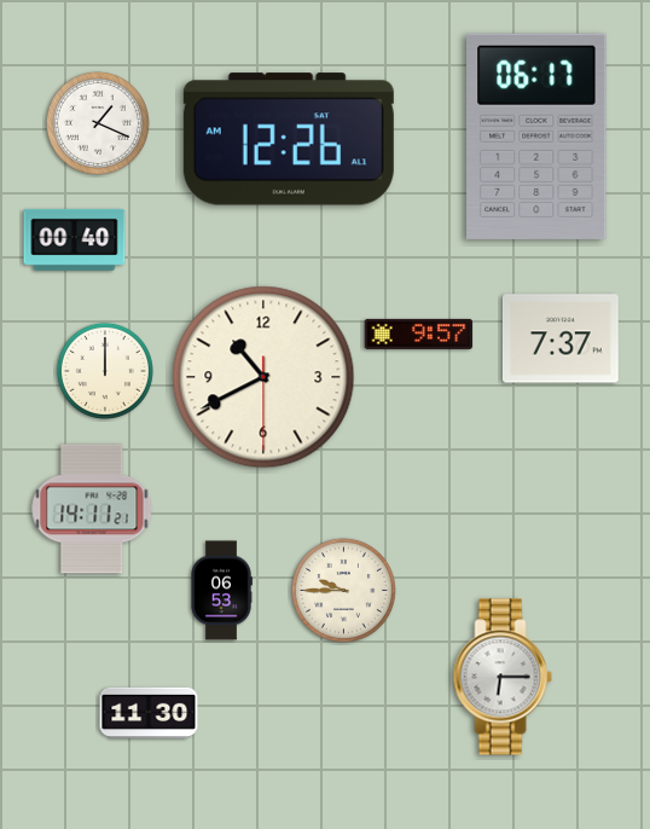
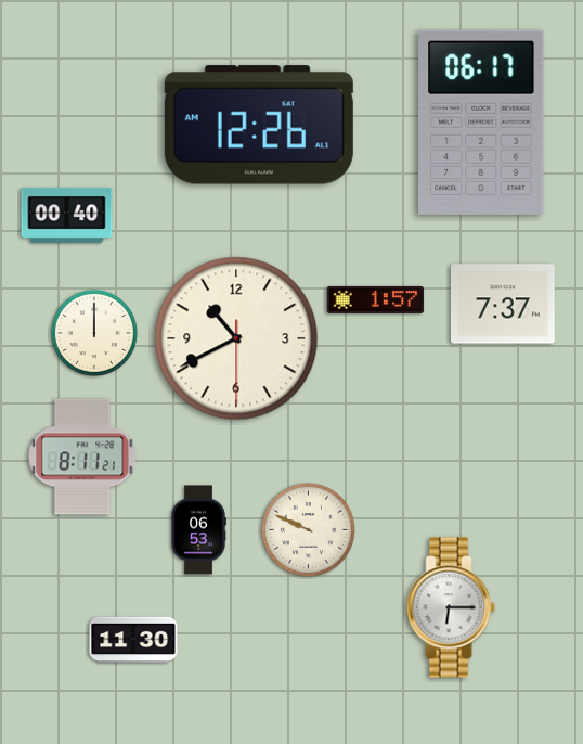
clock at (98, 123): 1:19 -> none
clock at (419, 334): 9:57 -> 1:57
clock at (92, 509): 14:11 -> 8:11
clock at (343, 590): 9:45 -> 9:49
